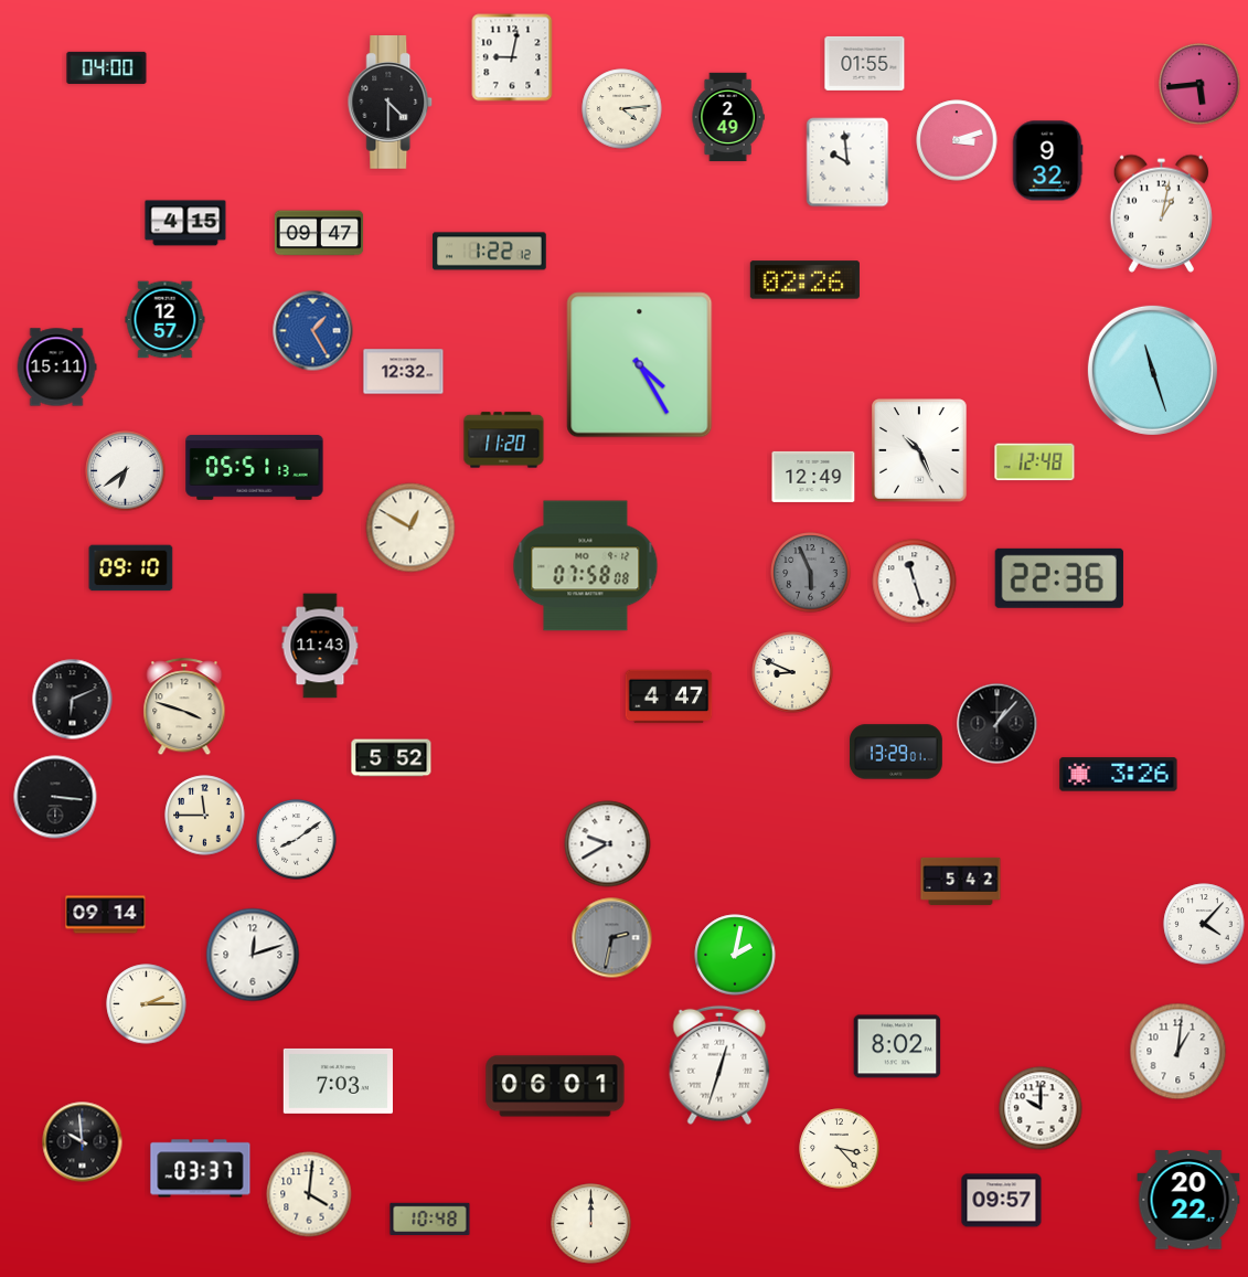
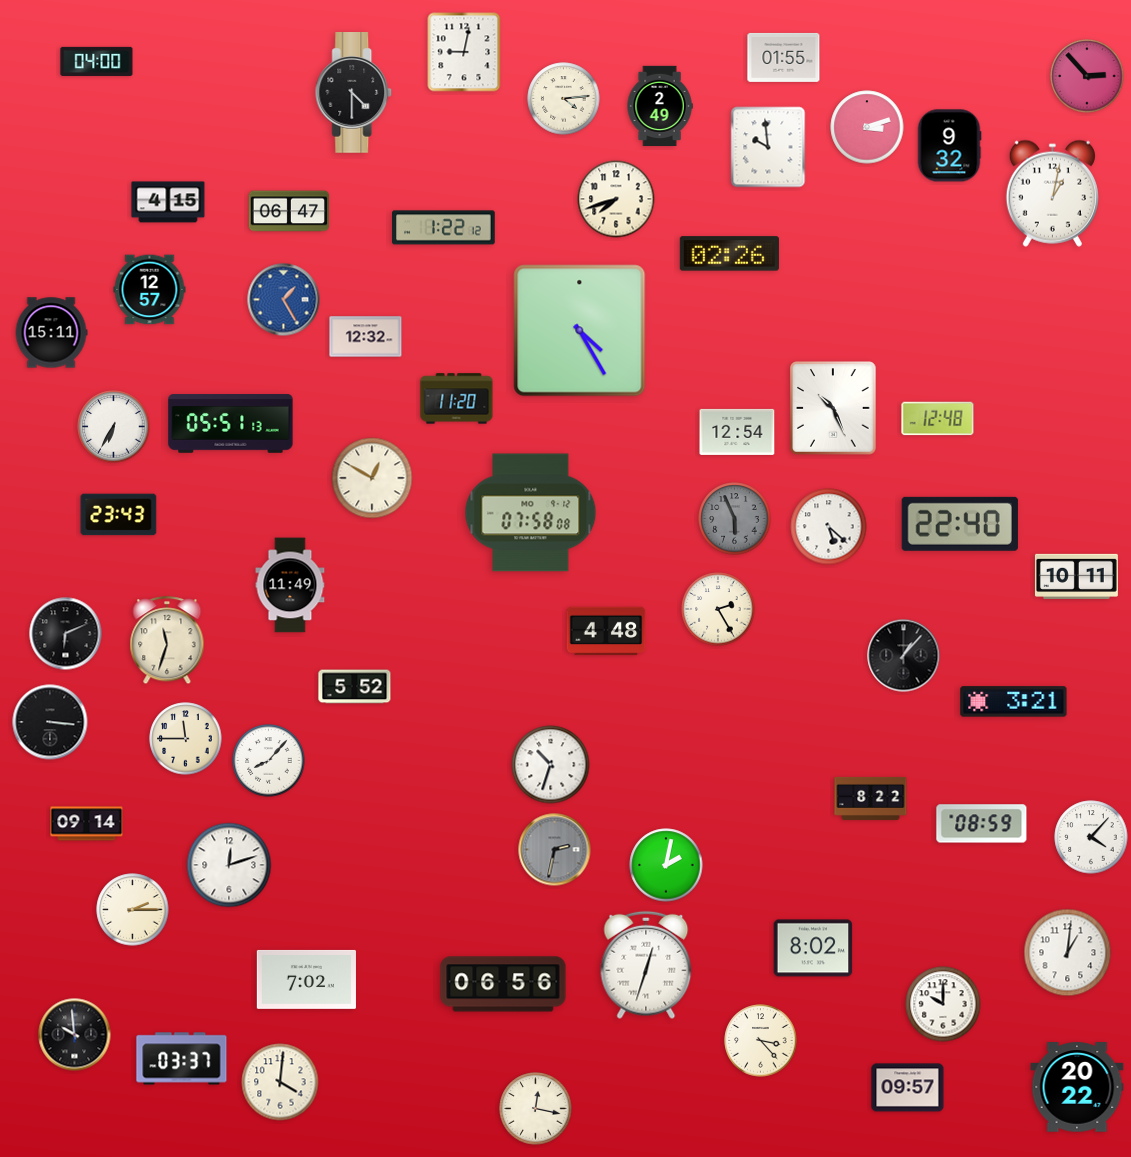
clock at (1199, 84): 5:44 -> 2:53
clock at (616, 199): none -> 7:42
clock at (319, 233): 09:47 -> 06:47
clock at (1152, 370): 11:27 -> none
clock at (126, 471): 6:39 -> 6:35
clock at (813, 477): 12:49 -> 12:54
clock at (131, 568): 09:10 -> 23:43
clock at (1059, 578): 22:36 -> 22:40
clock at (915, 582): 11:27 -> 5:22
clock at (1076, 576): none -> 10:11
clock at (320, 646): 11:43 -> 11:49
clock at (792, 672): 8:49 -> 2:25
clock at (669, 696): 4:47 -> 4:48
clock at (184, 707): 3:48 -> 11:33
clock at (897, 752): 13:29 -> none
clock at (1119, 775): 3:26 -> 3:21
clock at (297, 840): 8:09 -> 8:07
clock at (608, 844): 9:40 -> 10:33
clock at (961, 881): 5:42 -> 8:22
clock at (982, 824): none -> 08:59
clock at (106, 915) position: (106, 915) -> (87, 824)
clock at (719, 1065) position: (719, 1065) -> (646, 965)
clock at (338, 1081): 7:03 -> 7:02
clock at (555, 1086): 06:01 -> 06:56
clock at (430, 1219): 10:48 -> none
clock at (591, 1224): 12:00 -> 12:17
